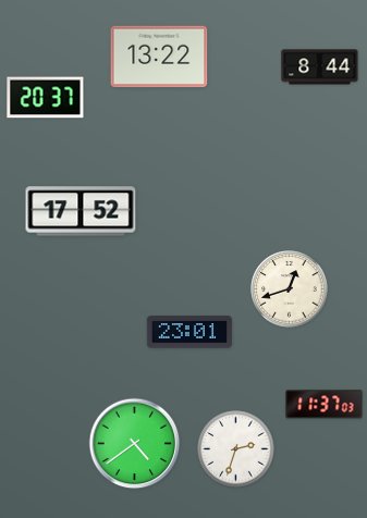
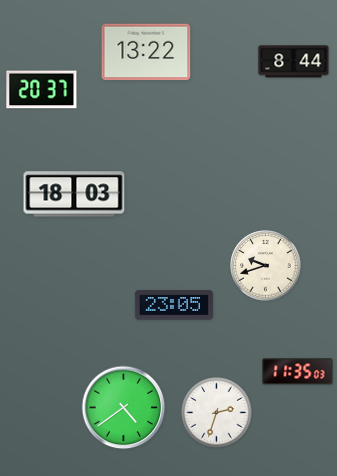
clock at (81, 211): 17:52 -> 18:03
clock at (290, 289): 12:42 -> 9:42
clock at (189, 332): 23:01 -> 23:05
clock at (325, 405): 11:37 -> 11:35
